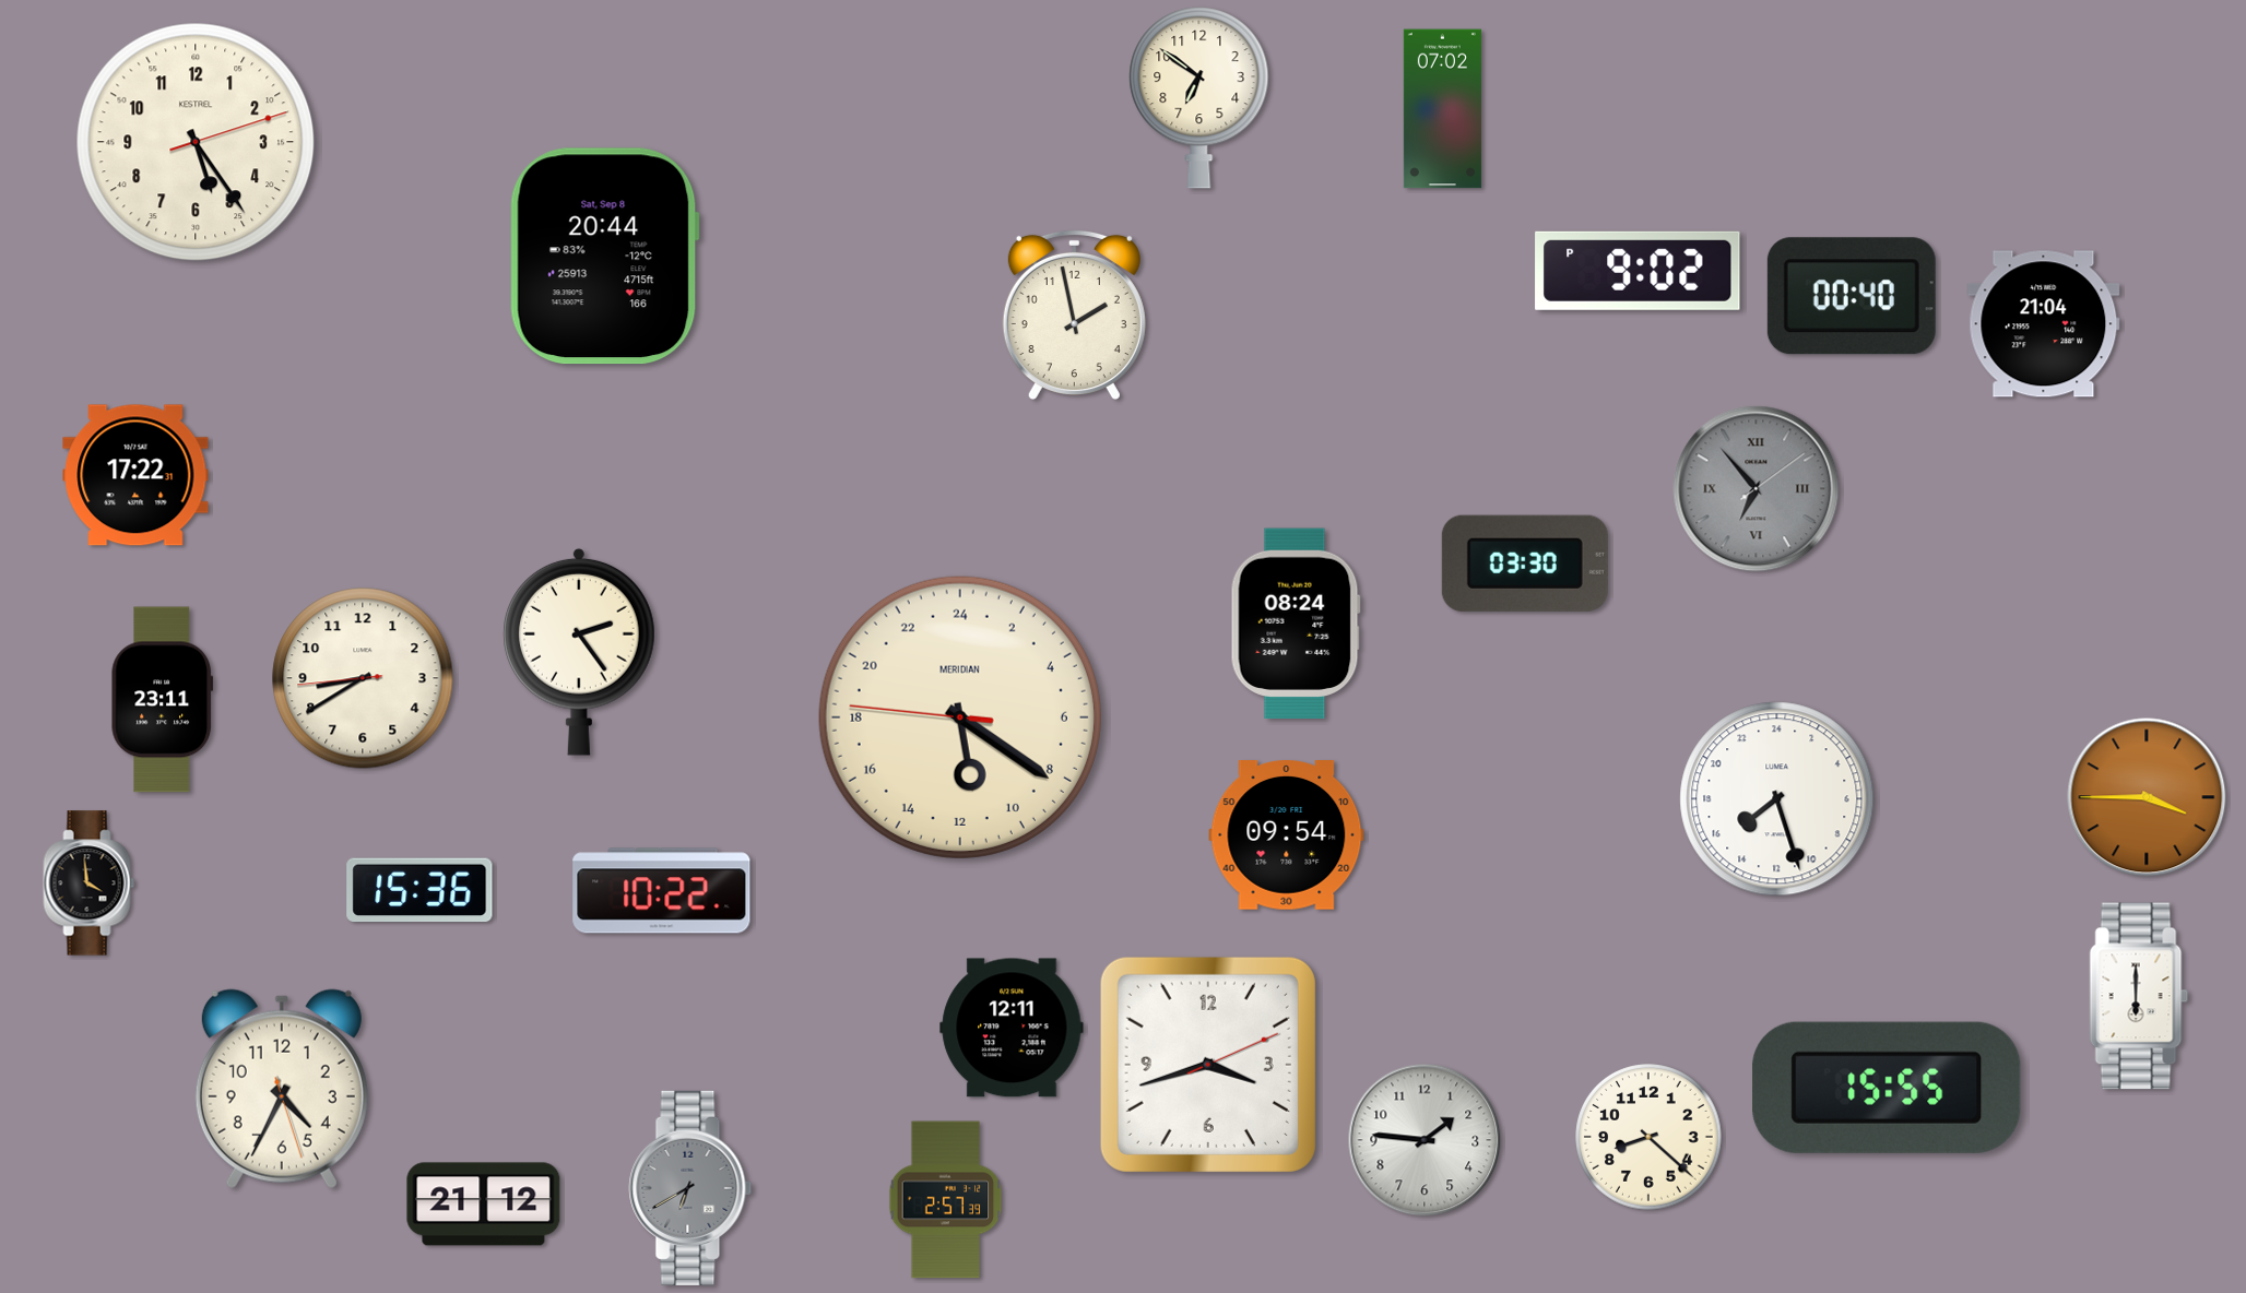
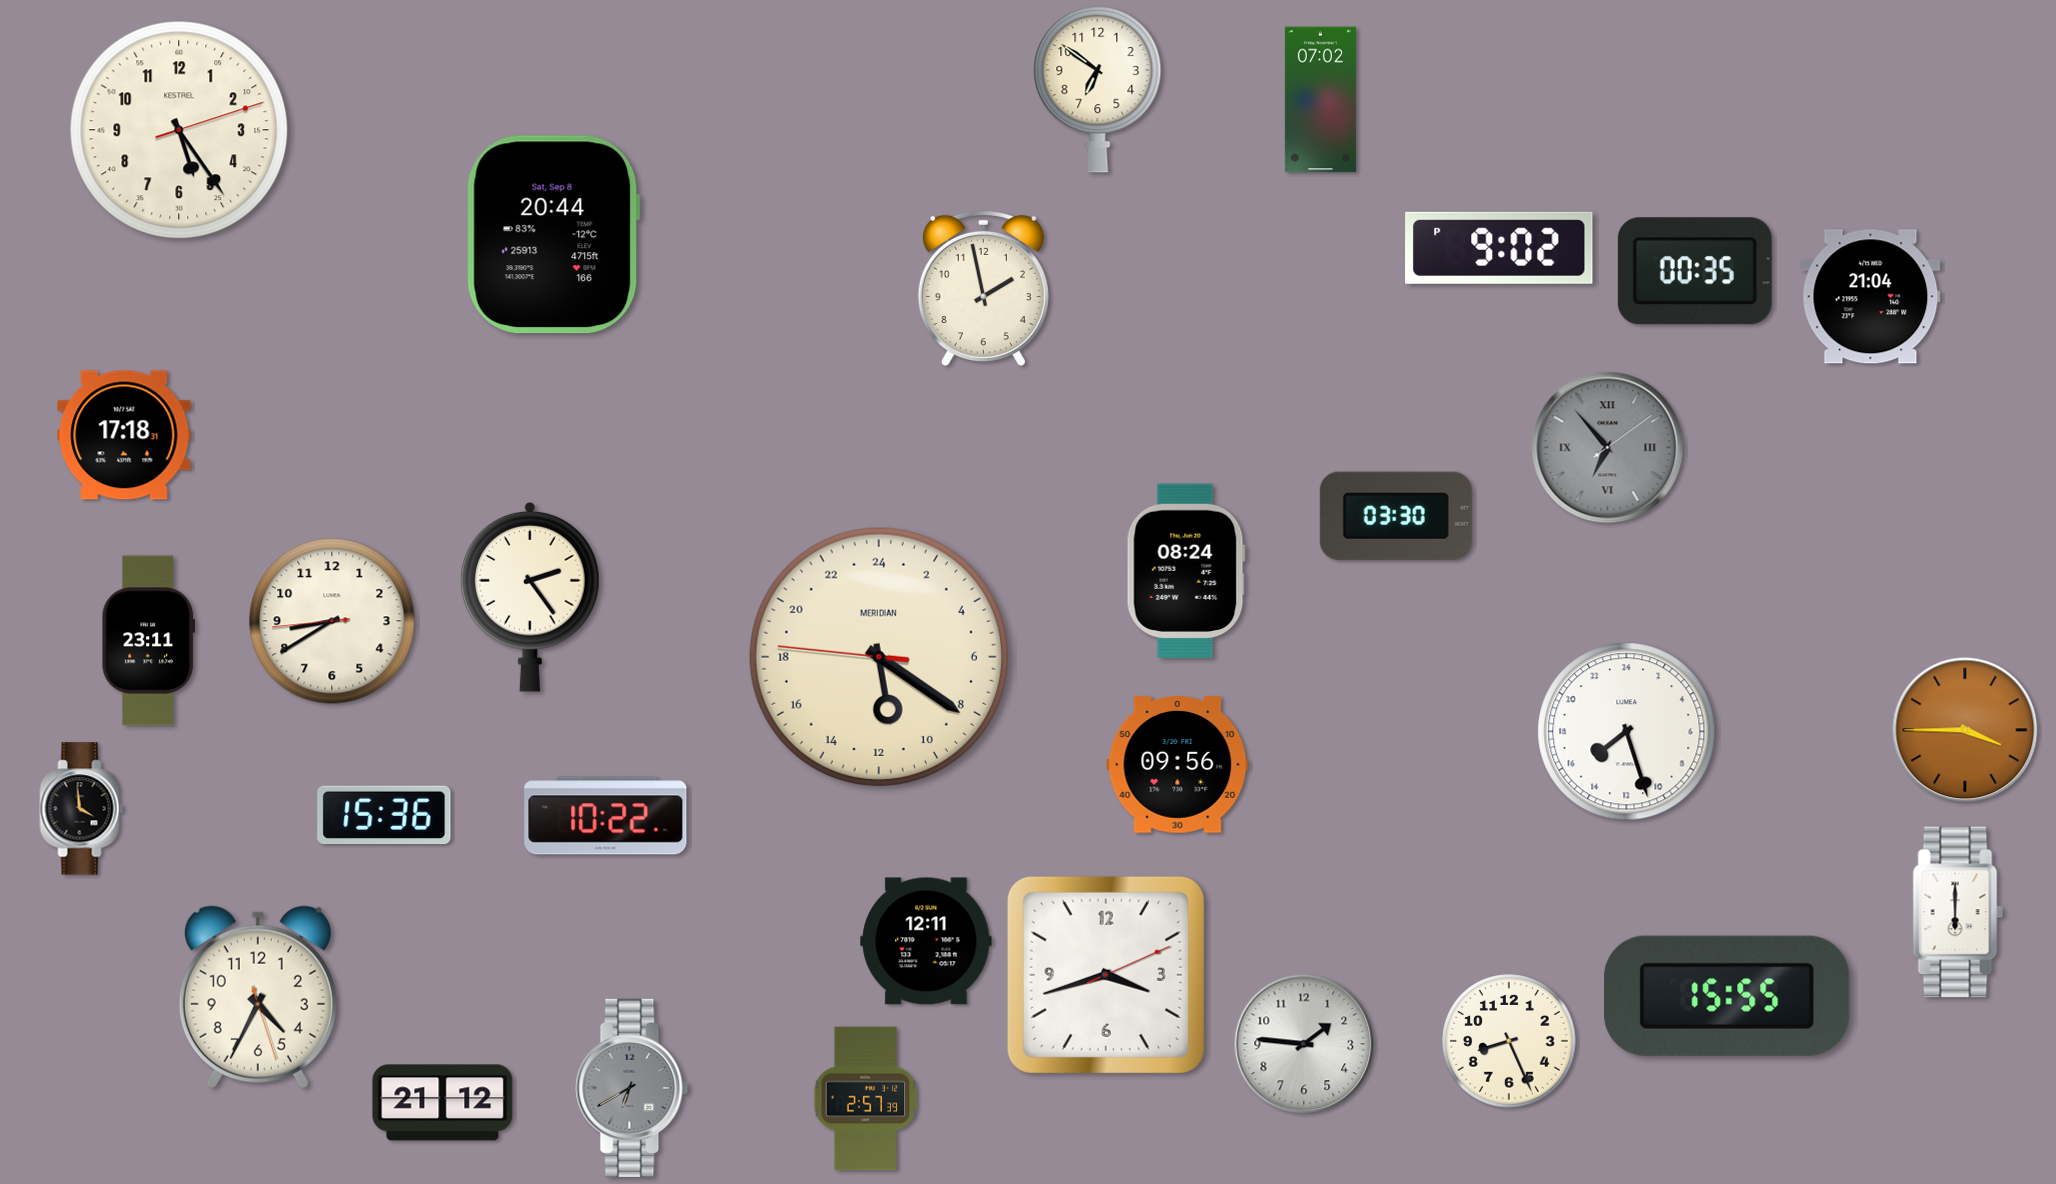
clock at (1852, 296): 00:40 -> 00:35
clock at (135, 475): 17:22 -> 17:18
clock at (1287, 835): 09:54 -> 09:56
clock at (1648, 1137): 8:22 -> 8:26
